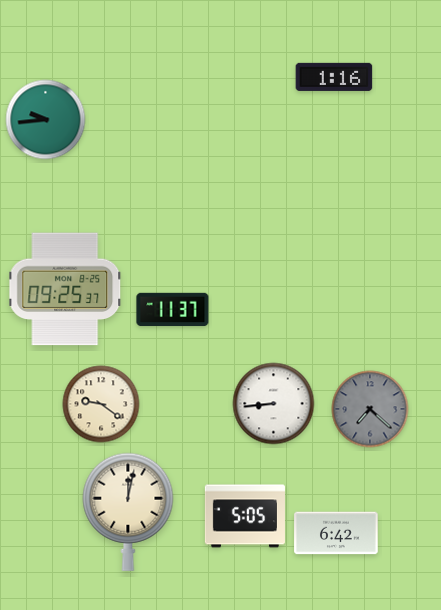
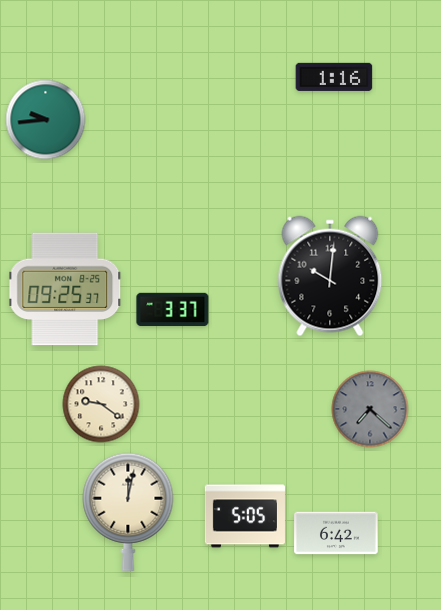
clock at (330, 276): none -> 10:01
clock at (173, 310): 11:37 -> 3:37
clock at (274, 404): 8:44 -> none
